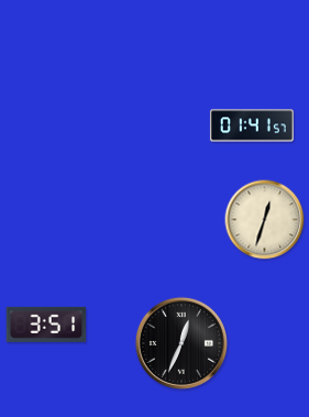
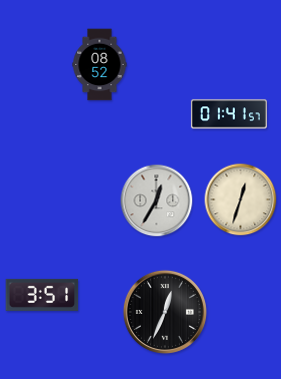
clock at (100, 65): none -> 08:52
clock at (157, 201): none -> 12:35
